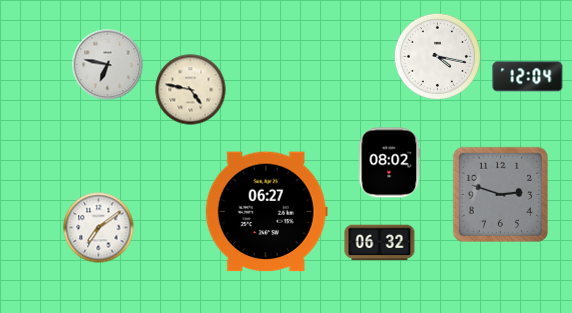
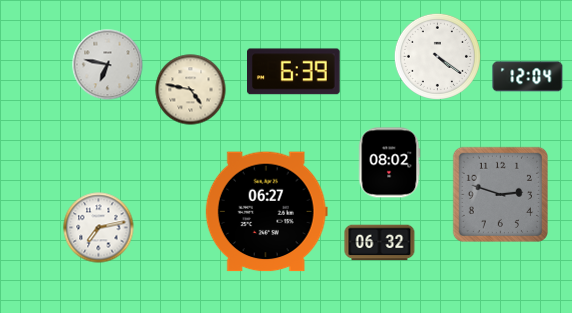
clock at (437, 56): 4:17 -> 4:21
clock at (294, 72): none -> 6:39
clock at (99, 228): 7:09 -> 7:13
